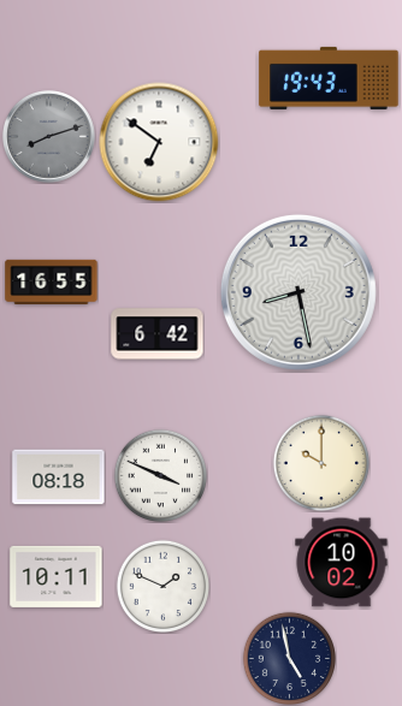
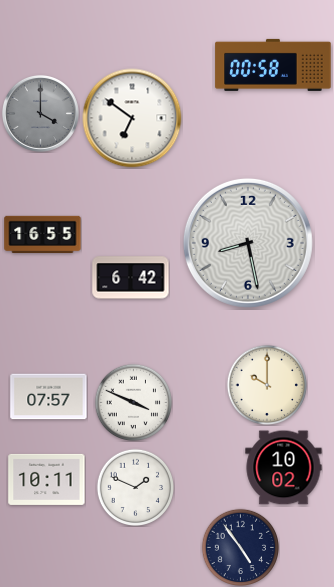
clock at (329, 78): 19:43 -> 00:58
clock at (48, 136): 8:12 -> 4:00
clock at (160, 475) position: (160, 475) -> (133, 402)
clock at (59, 477): 08:18 -> 07:57
clock at (289, 658): 4:58 -> 4:54
